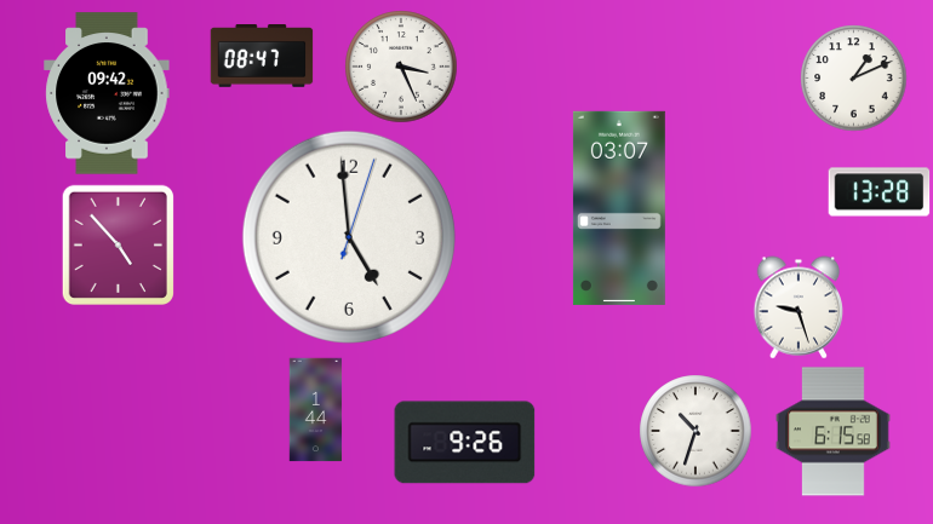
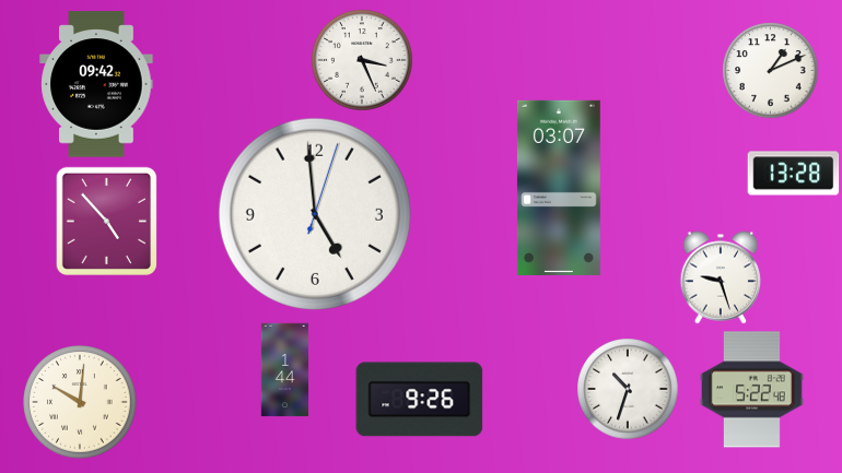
clock at (262, 56): 08:47 -> none
clock at (834, 432): 6:15 -> 5:22
clock at (80, 402): none -> 10:01
